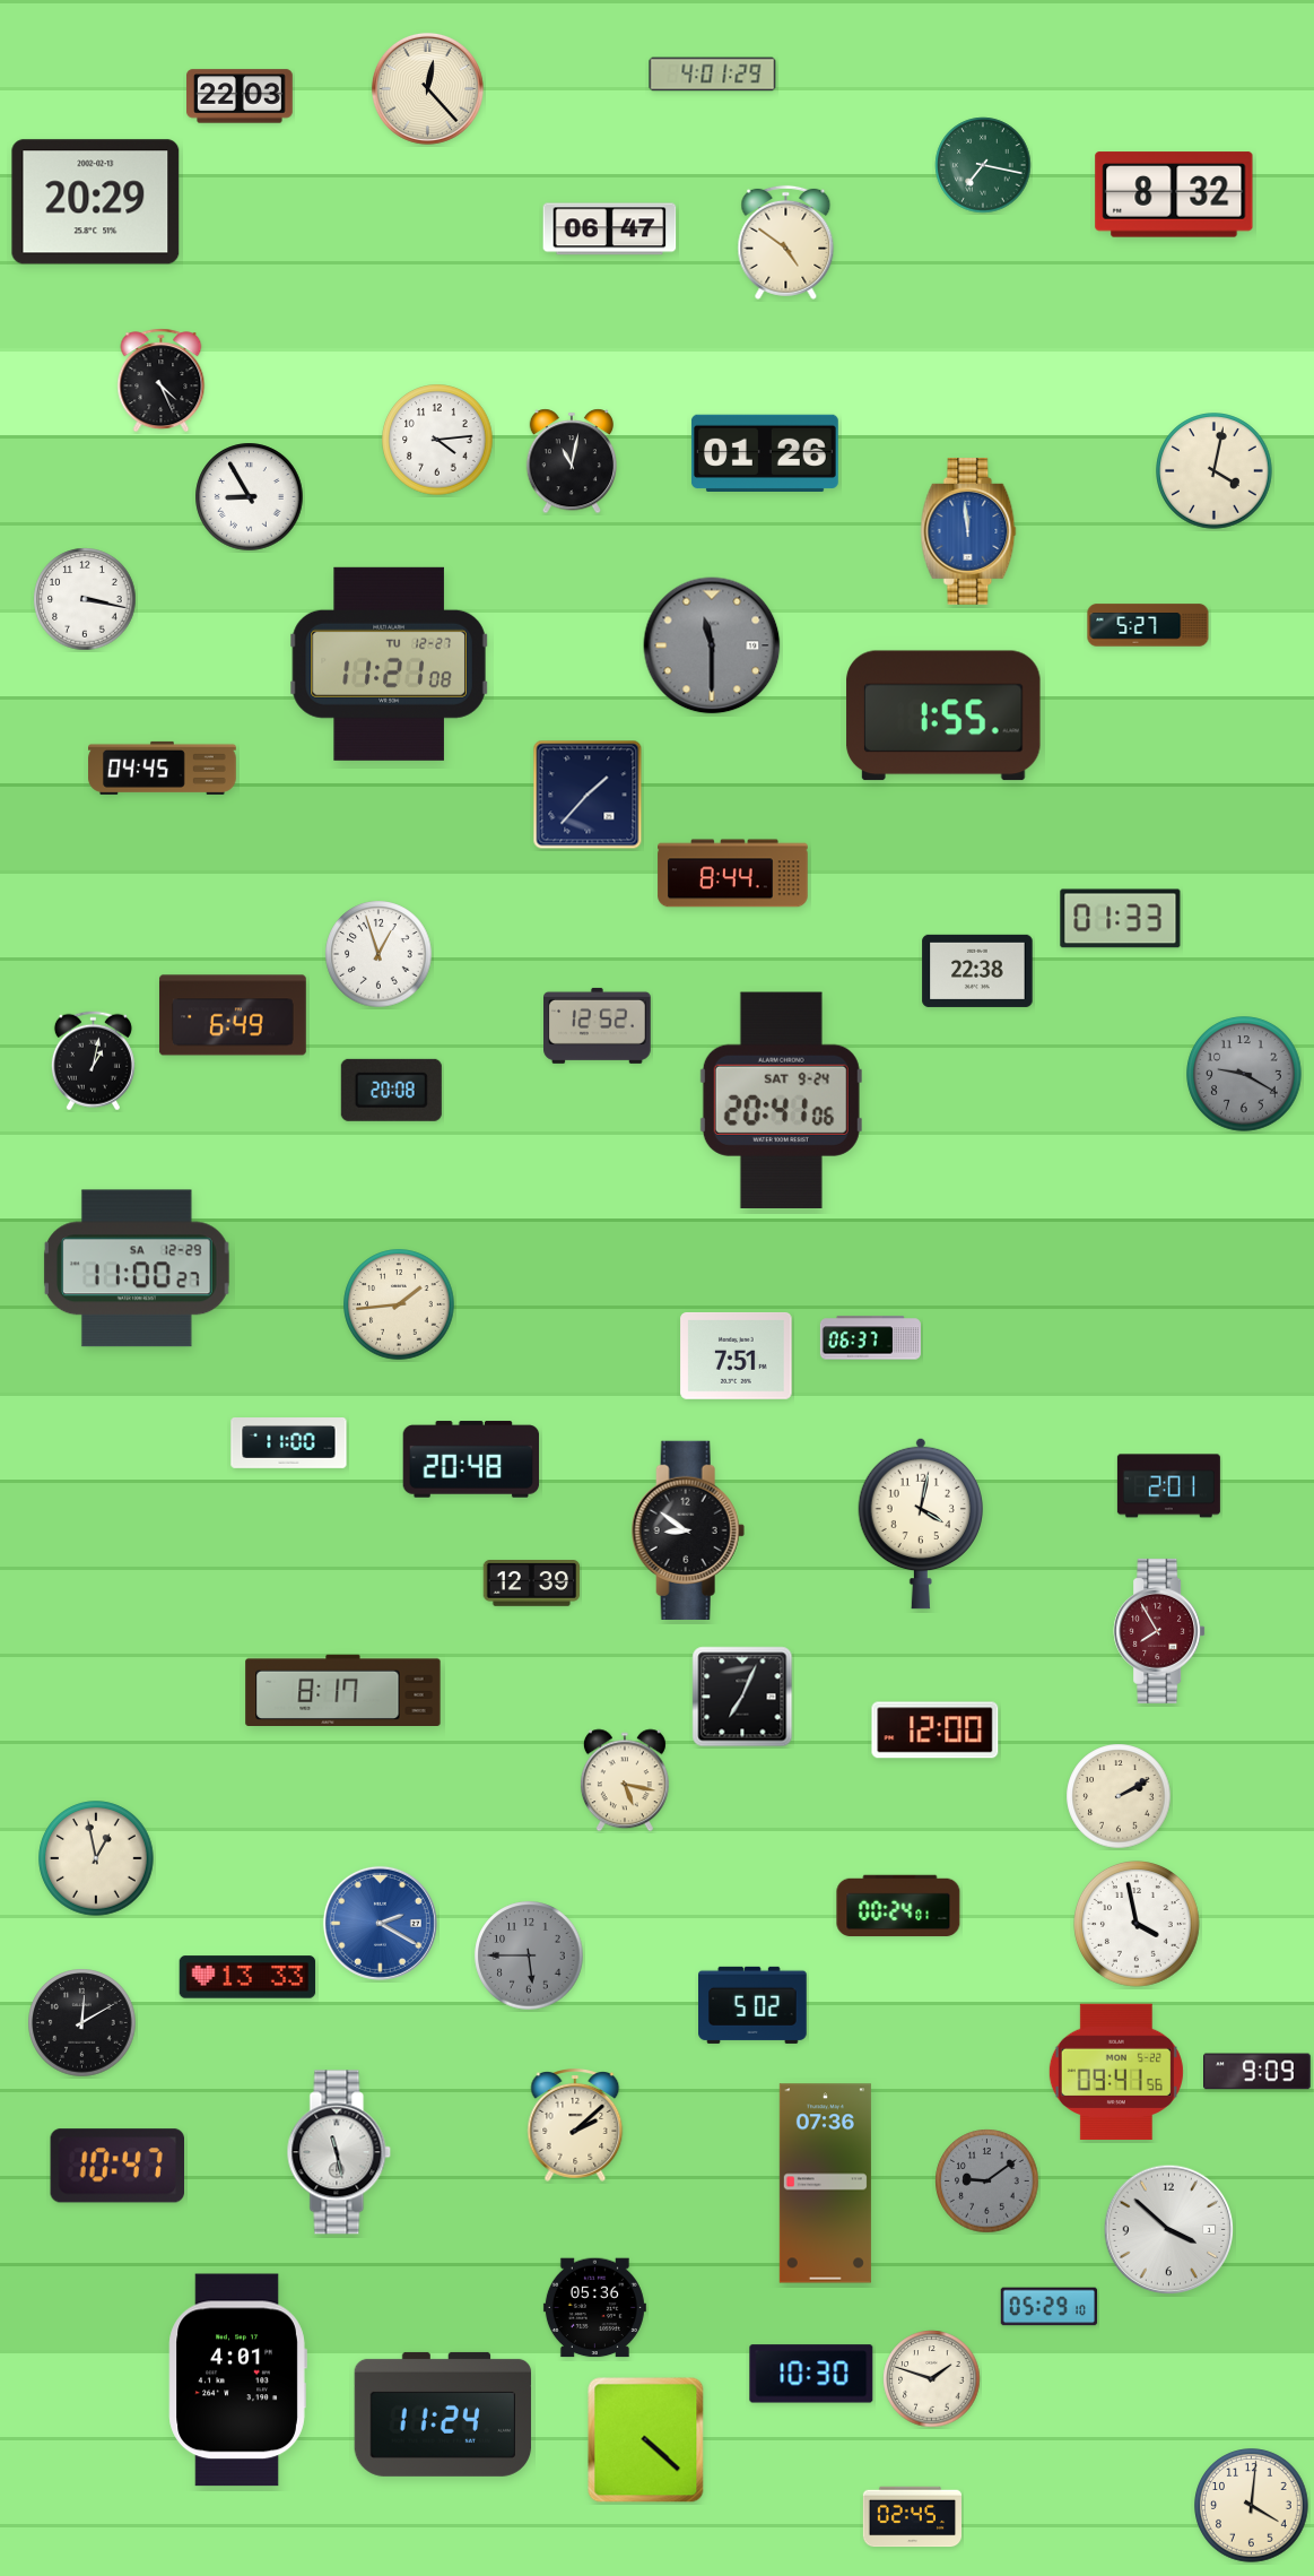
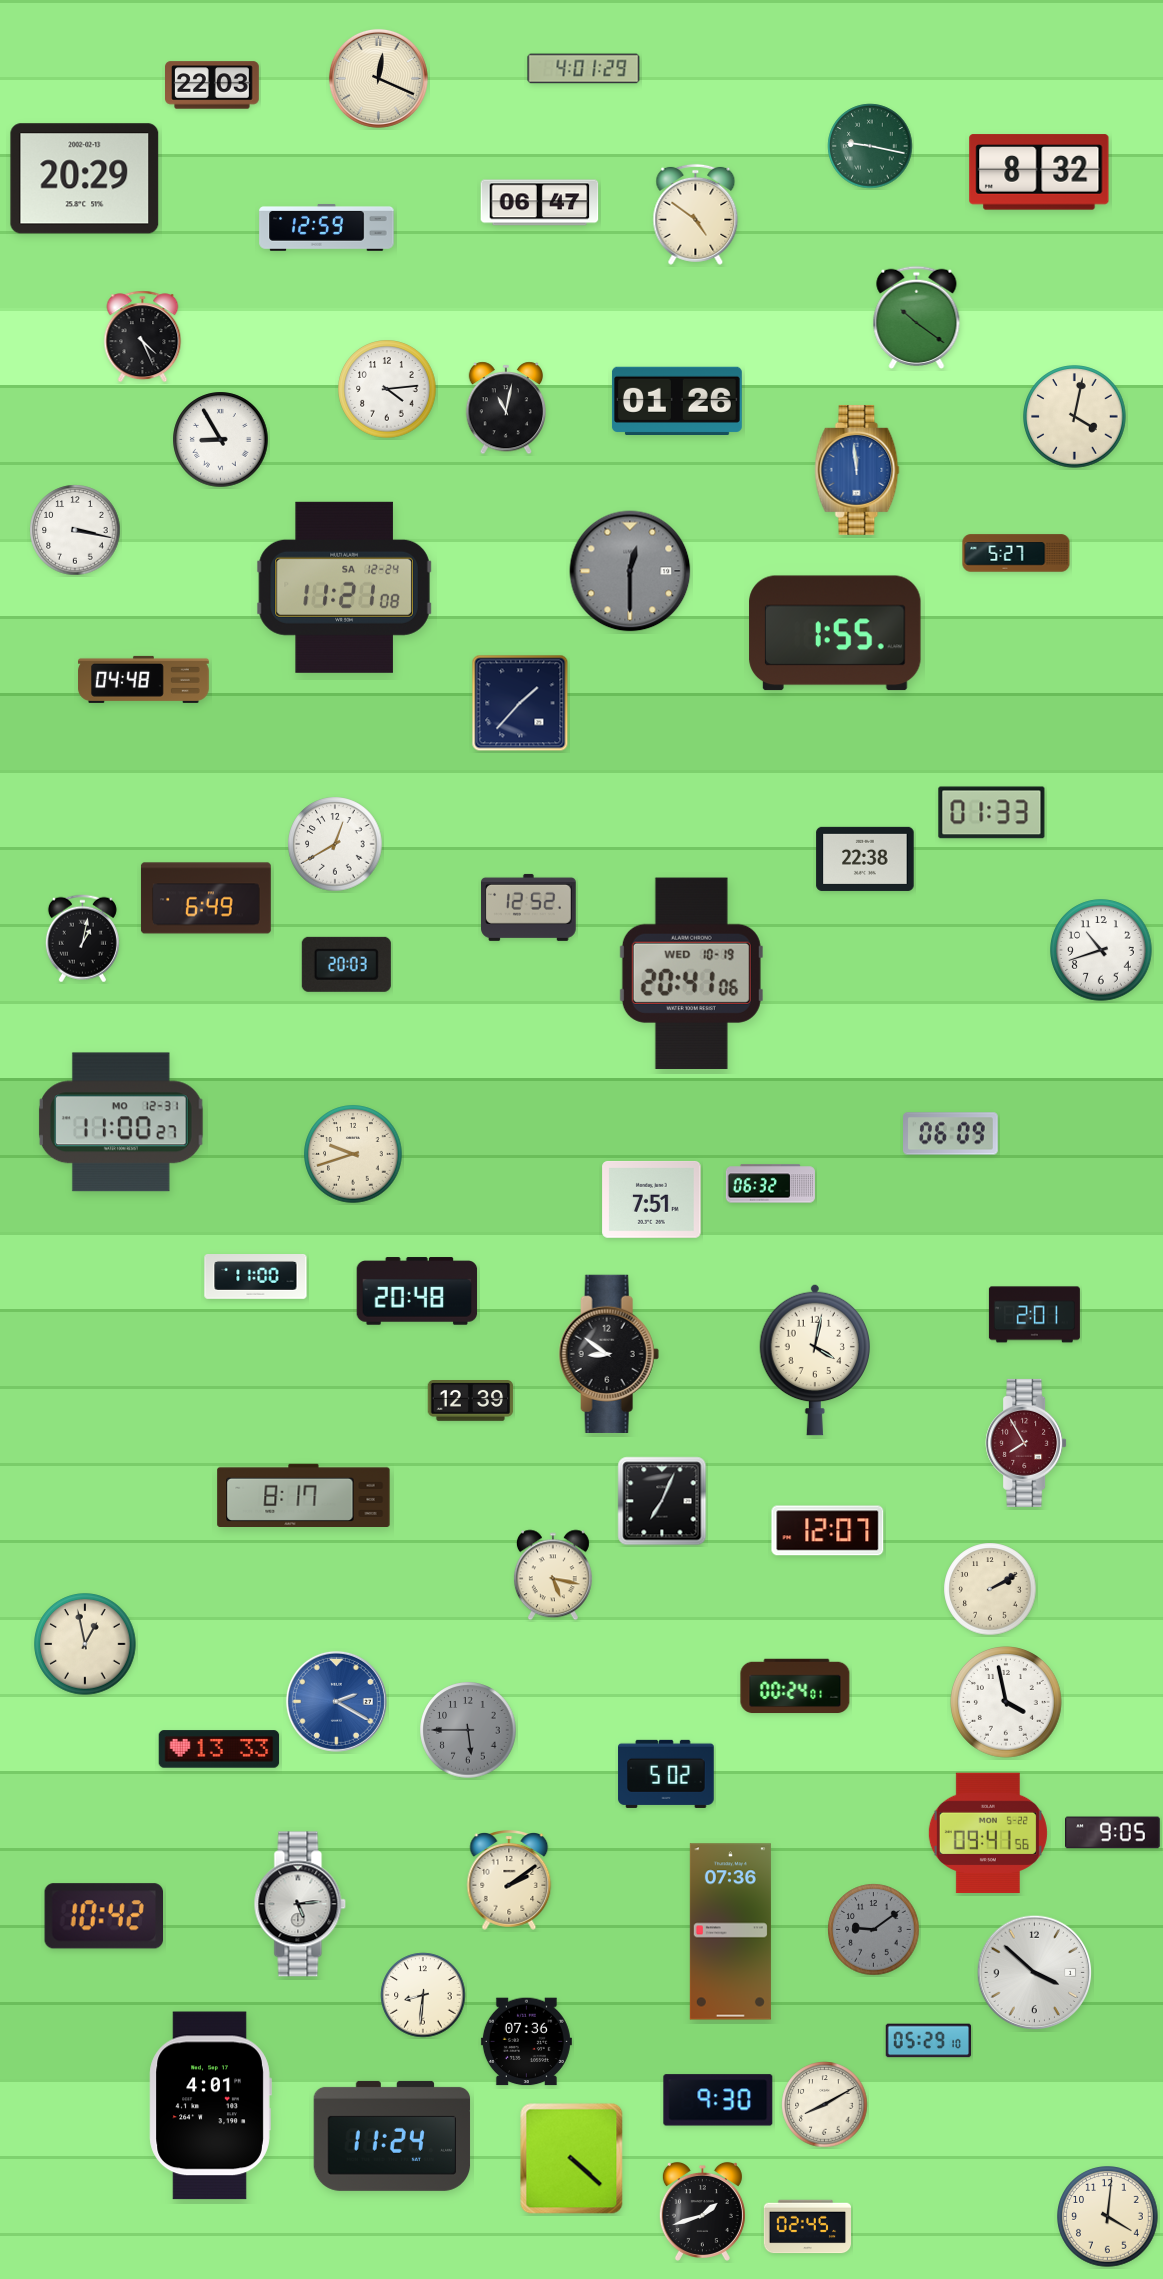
clock at (713, 75) position: (713, 75) -> (584, 69)
clock at (427, 88): 12:23 -> 12:19
clock at (983, 165): 7:17 -> 9:17
clock at (327, 227): none -> 12:59
clock at (917, 317): none -> 10:21
clock at (712, 645): 11:30 -> 12:30
clock at (389, 663) date: TU 12-27 -> SA 12-24
clock at (163, 767): 04:45 -> 04:48
clock at (733, 874): 8:44 -> none
clock at (378, 954): 12:57 -> 12:40
clock at (1244, 1074): 9:20 -> 10:42
clock at (1244, 1074) dial: grey -> white
clock at (391, 1090): 20:08 -> 20:03
clock at (781, 1100) date: SAT 9-24 -> WED 10-19
clock at (137, 1268) date: SA 12-29 -> MO 12-31
clock at (951, 1134): none -> 06:09
clock at (399, 1304): 1:44 -> 9:42
clock at (870, 1338): 06:37 -> 06:32
clock at (920, 1524) position: (920, 1524) -> (814, 1360)
clock at (742, 1697) position: (742, 1697) -> (662, 1501)
clock at (936, 1731): 12:00 -> 12:07
clock at (82, 2023): 12:10 -> none
clock at (1258, 2072): 9:09 -> 9:05
clock at (575, 2126): 2:08 -> 2:09
clock at (339, 2152): 11:28 -> 5:14
clock at (116, 2166): 10:47 -> 10:42
clock at (423, 1995): none -> 8:31
clock at (594, 2308): 05:36 -> 07:36
clock at (811, 2374): 10:30 -> 9:30
clock at (932, 2379): 1:48 -> 8:10
clock at (702, 2211): none -> 1:42
